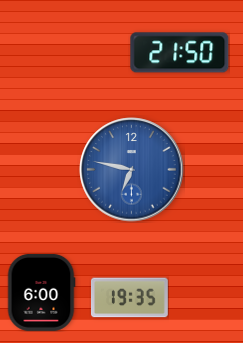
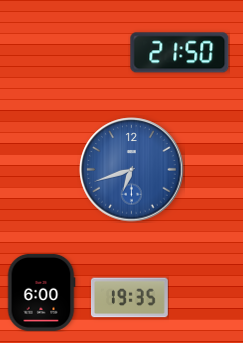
clock at (132, 170): 6:47 -> 6:42
